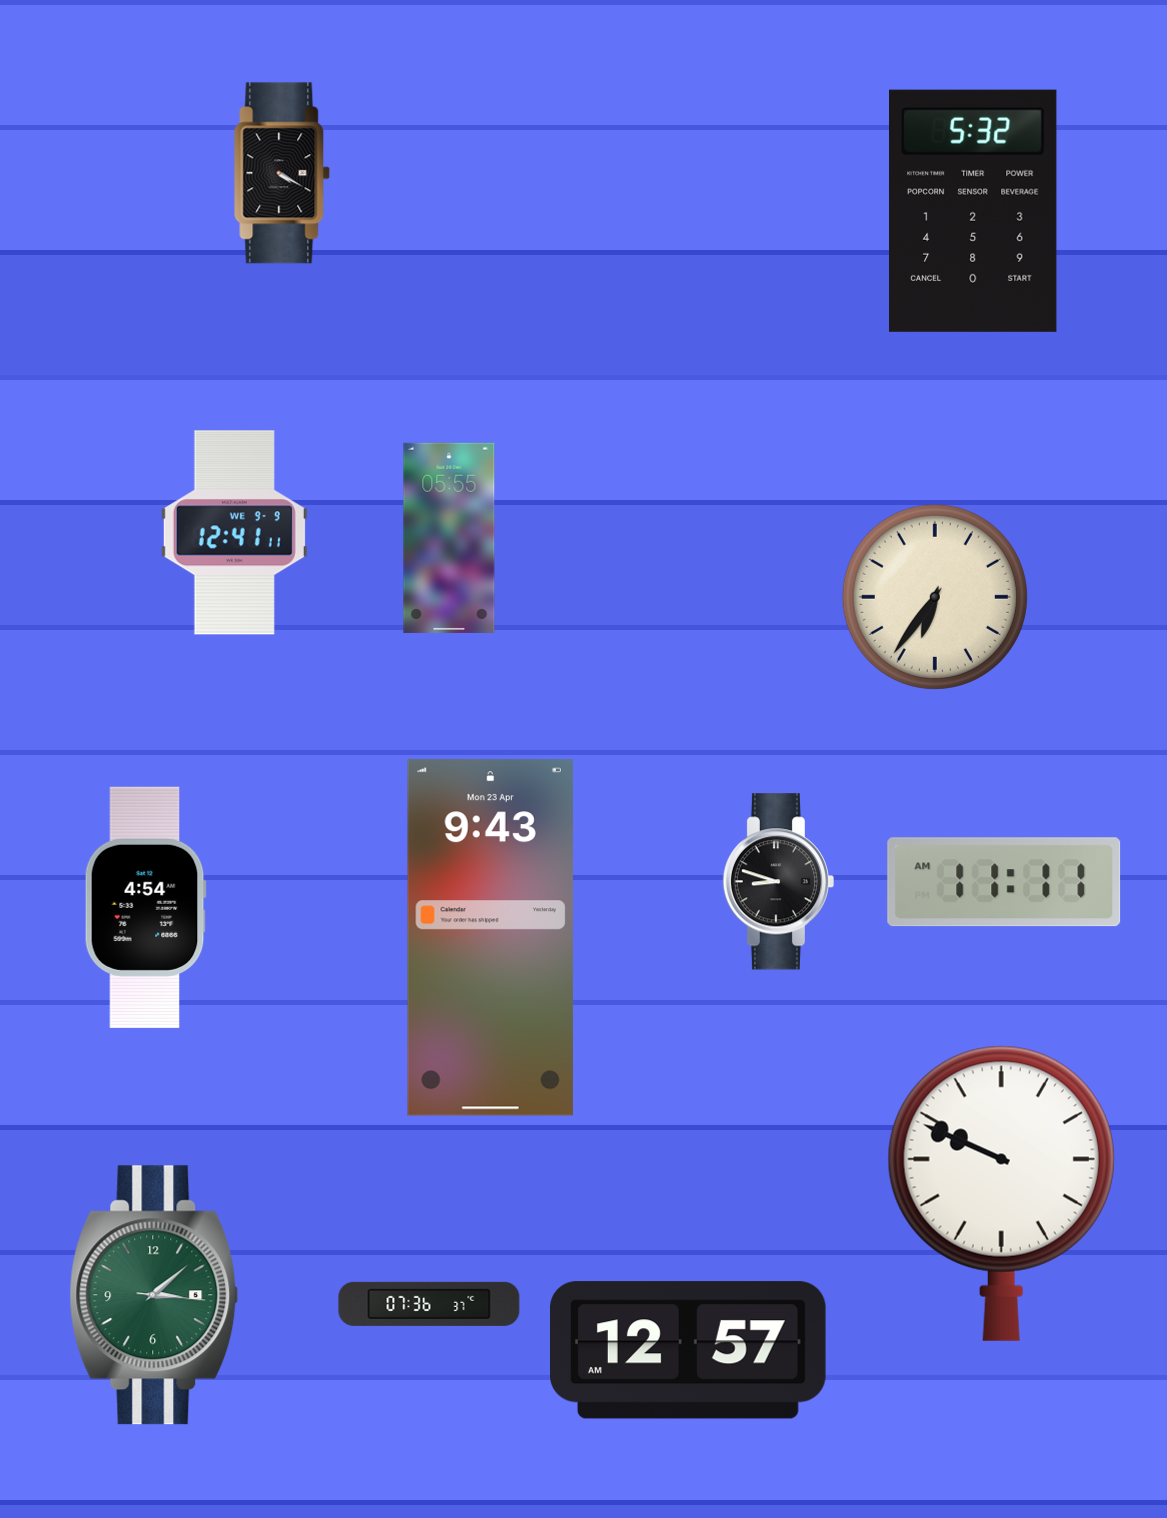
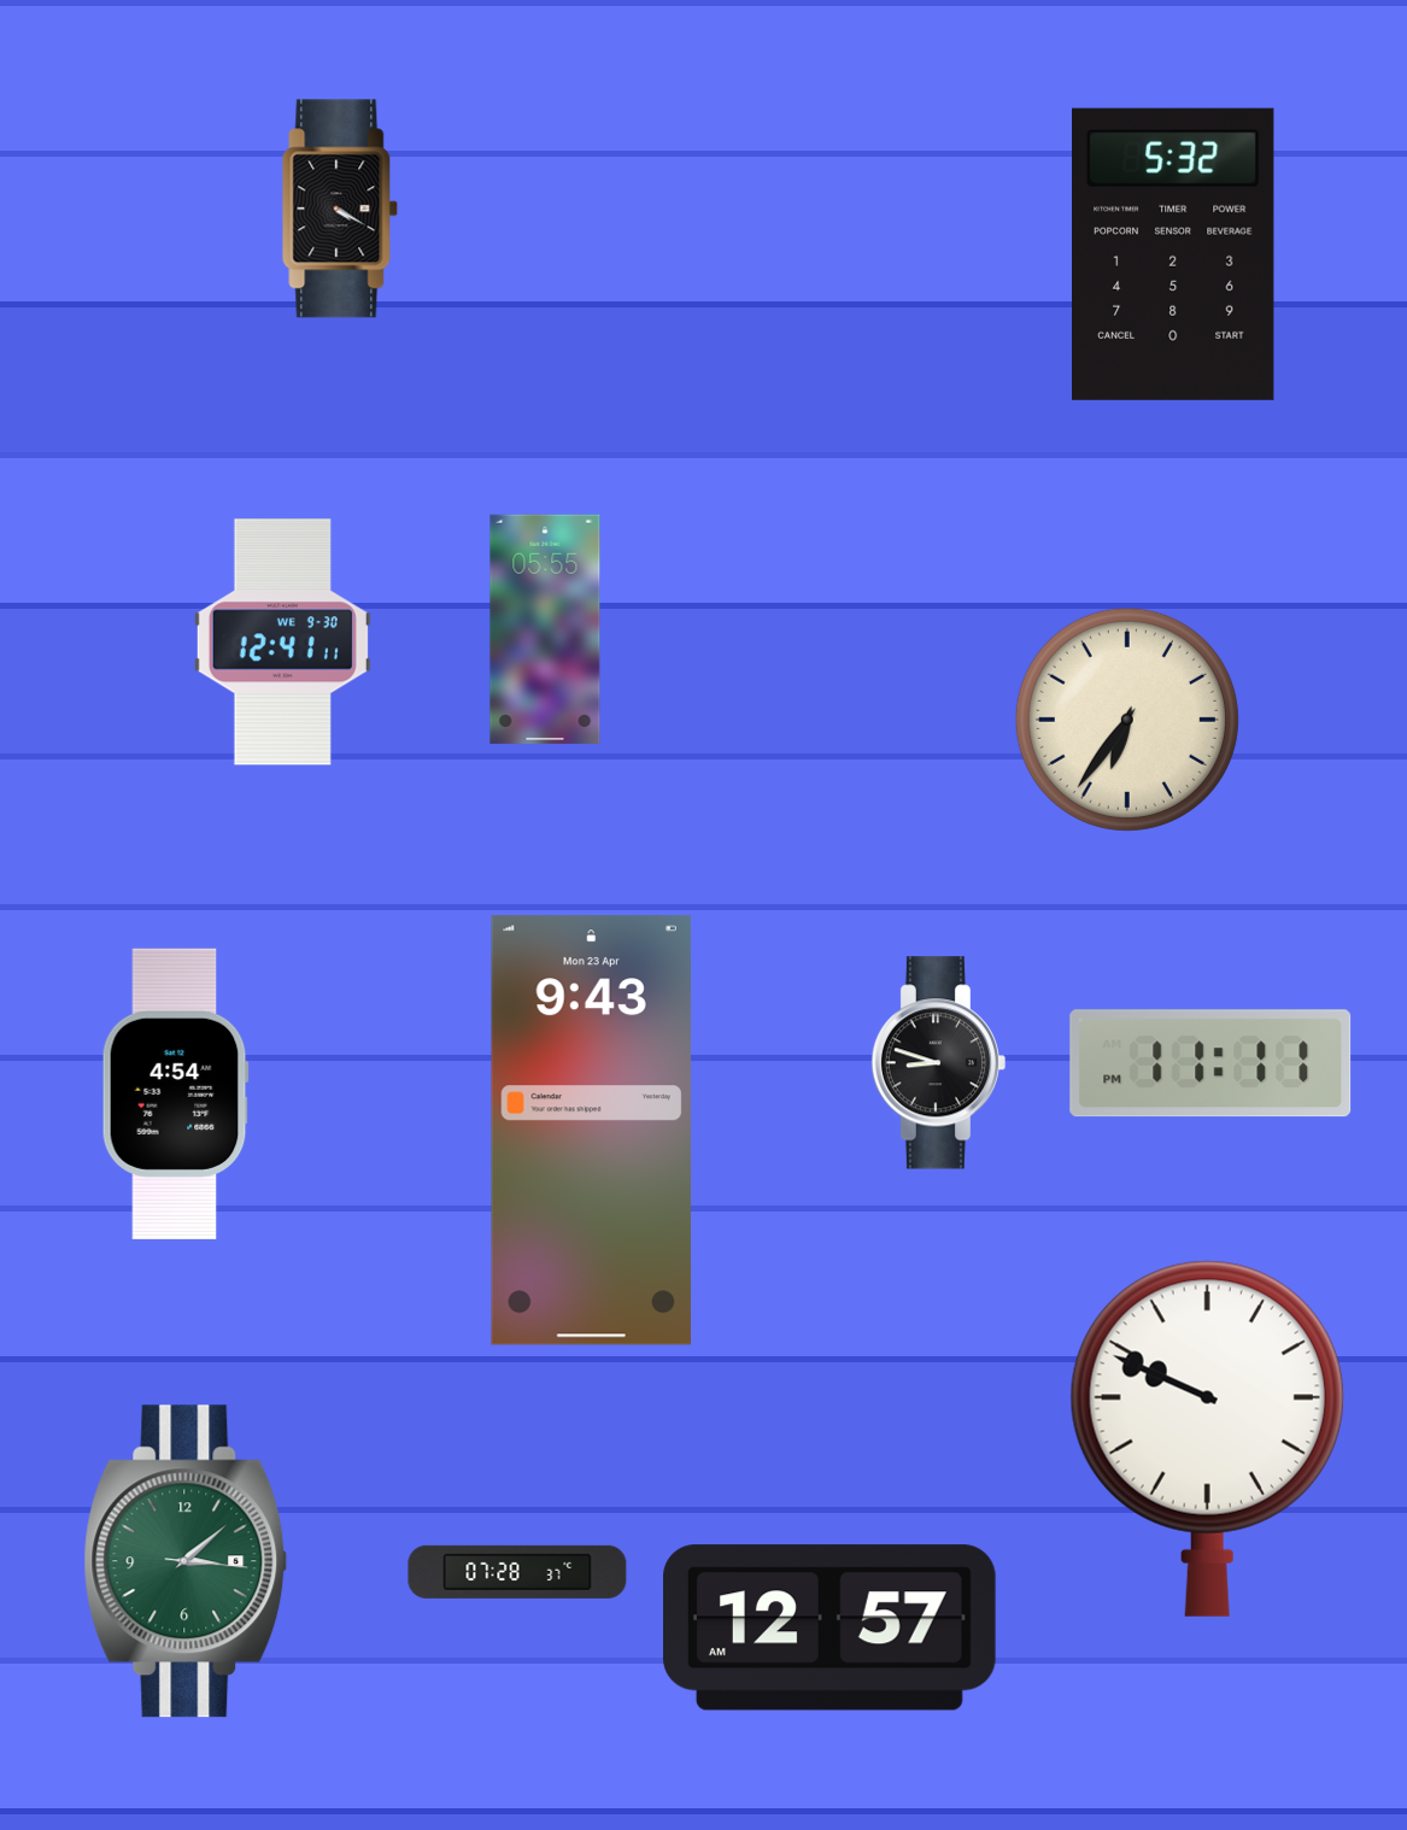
clock at (234, 533) date: WE 9-9 -> WE 9-30
clock at (449, 538) position: (449, 538) -> (545, 629)
clock at (1004, 882): 11:11 AM -> 11:11 PM
clock at (429, 1304): 07:36 -> 07:28
